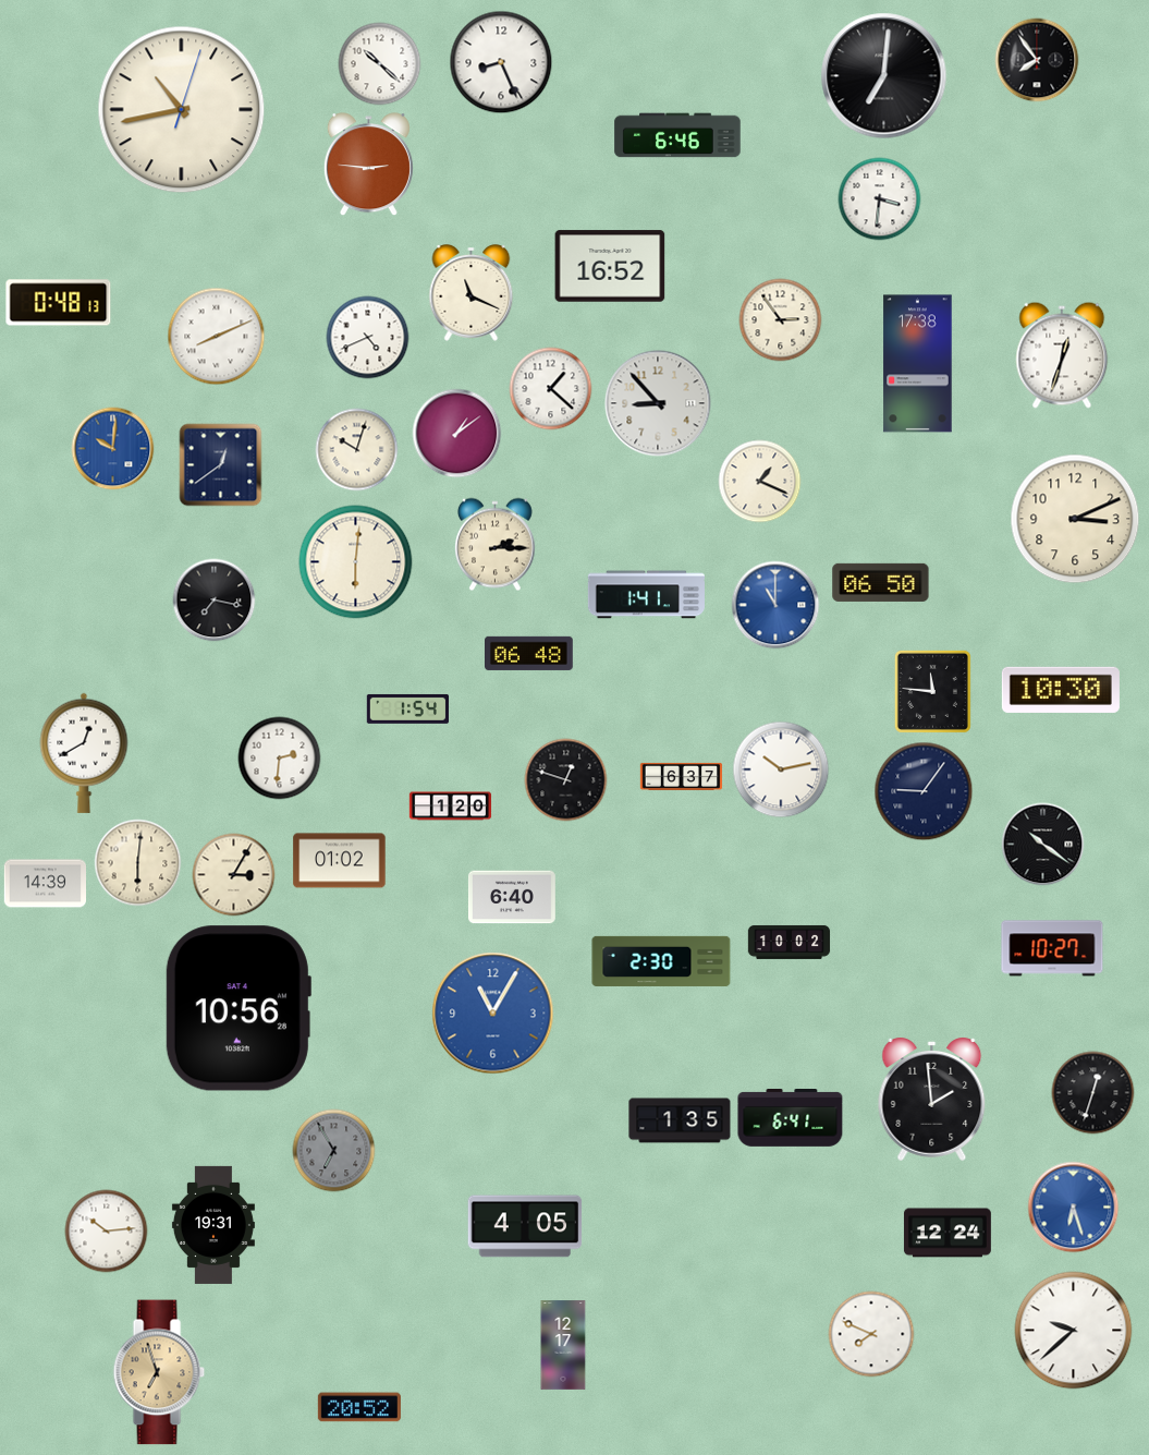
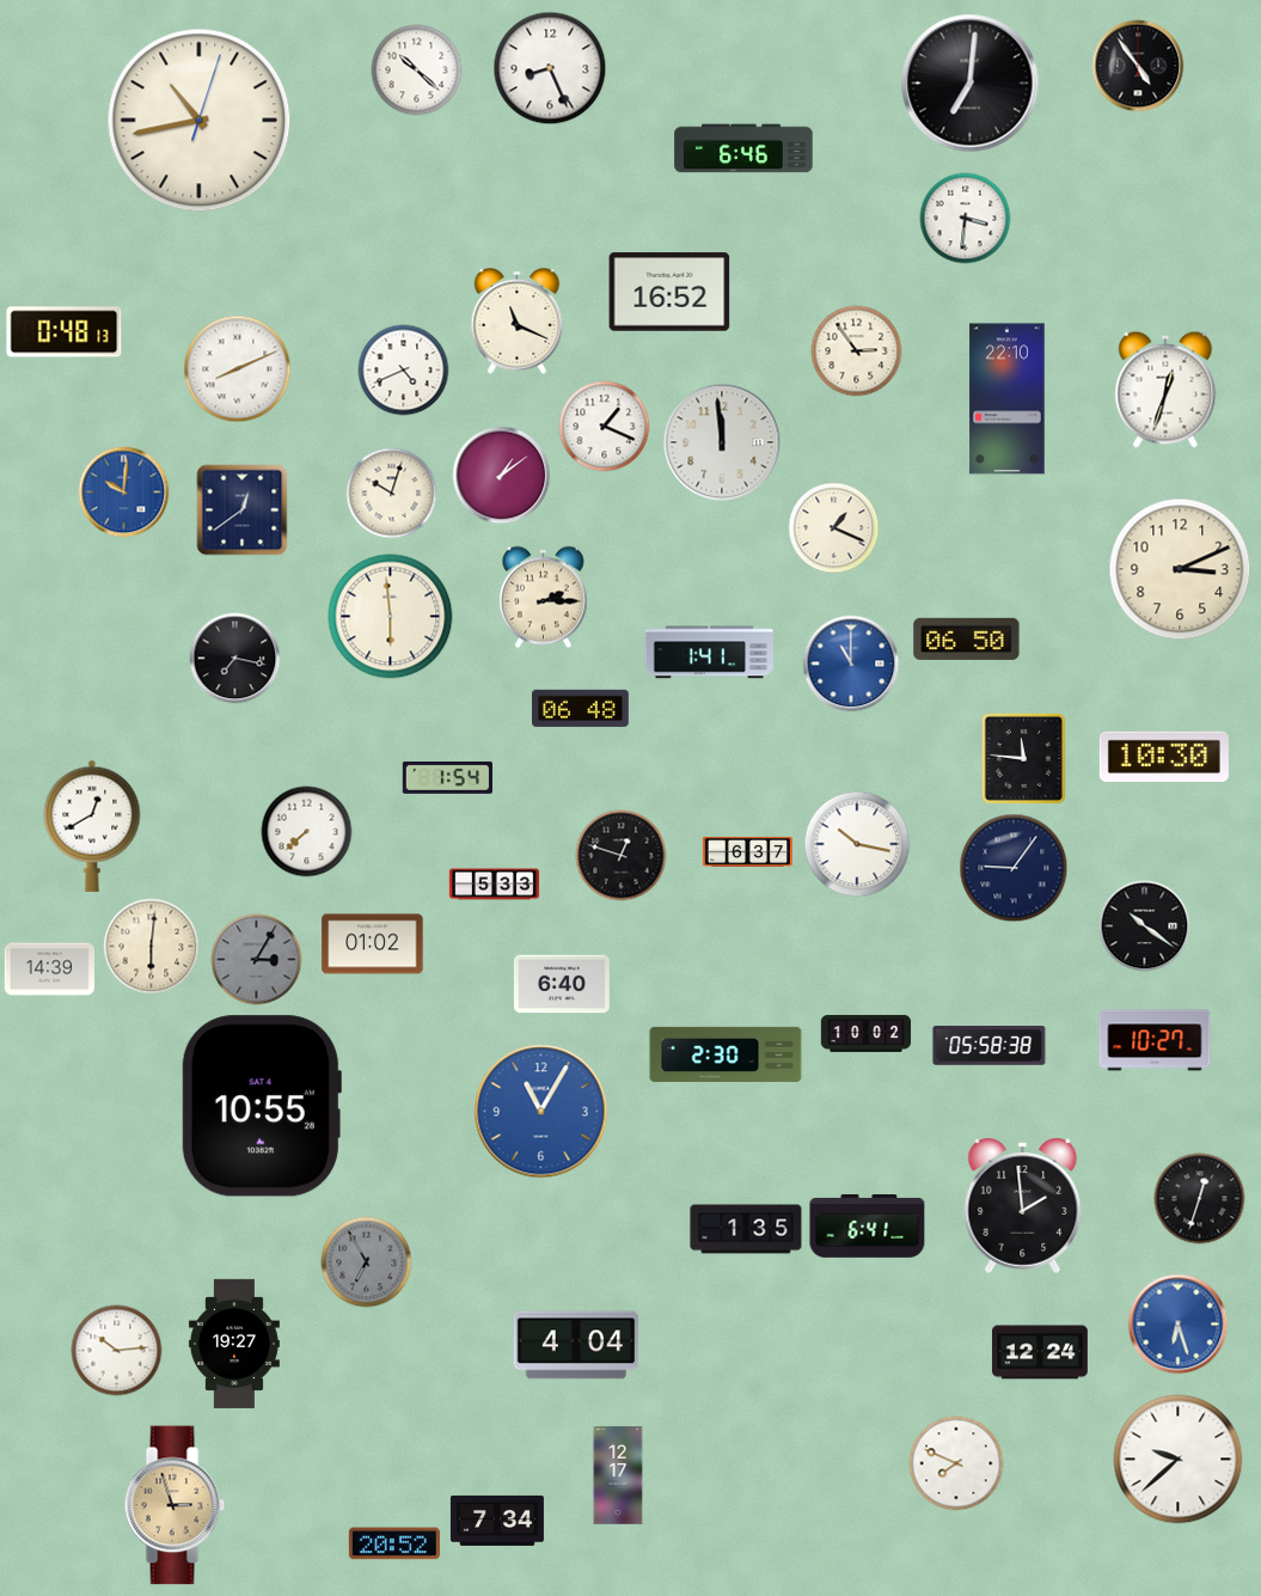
clock at (1037, 60): 7:54 -> 4:54
clock at (368, 165): 2:46 -> none
clock at (918, 364): 17:38 -> 22:10
clock at (551, 389): 1:22 -> 1:19
clock at (658, 403): 8:53 -> 11:59
clock at (356, 562): 6:01 -> 5:59
clock at (529, 653) position: (529, 653) -> (581, 708)
clock at (280, 759): 2:31 -> 7:38
clock at (781, 769): 10:13 -> 10:17
clock at (451, 807): 1:20 -> 5:33
clock at (234, 875) dial: cream -> grey
clock at (990, 1046): none -> 05:58
clock at (237, 1008): 10:56 -> 10:55
clock at (213, 1225): 19:31 -> 19:27
clock at (525, 1226): 4:05 -> 4:04
clock at (159, 1372): 6:57 -> 2:57
clock at (497, 1521): none -> 7:34
